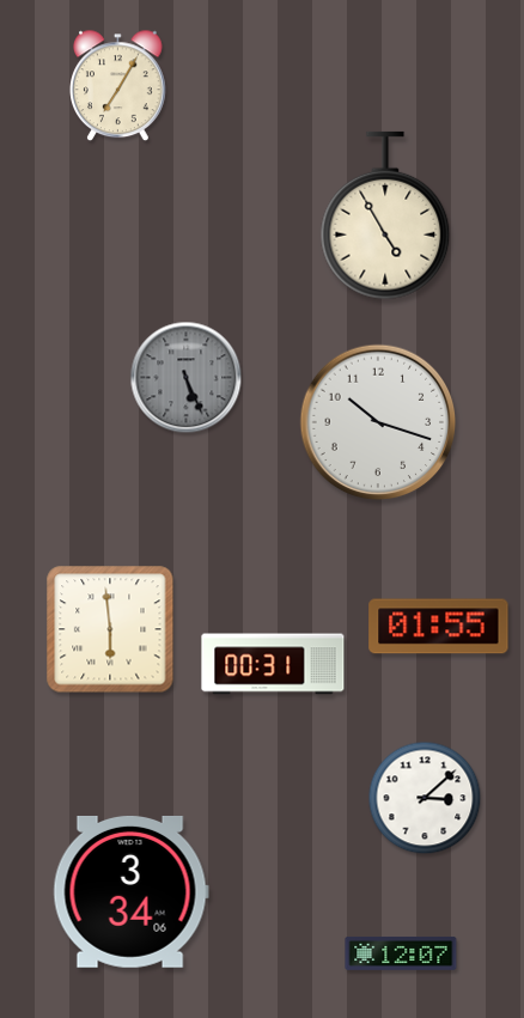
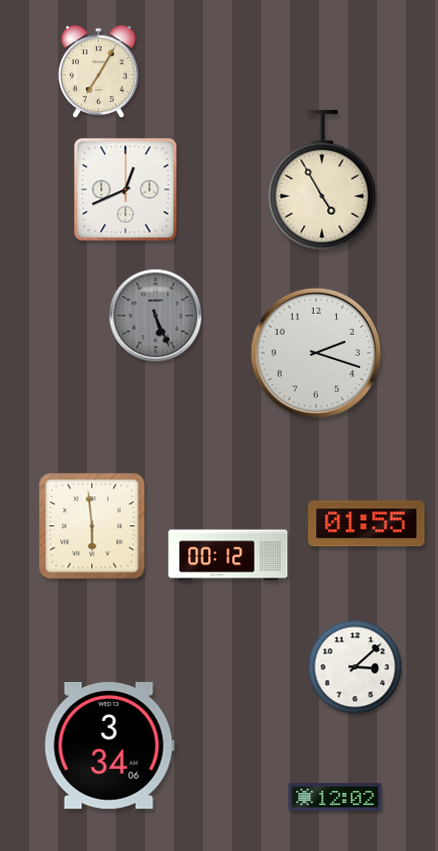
clock at (126, 190): none -> 12:41
clock at (378, 422): 10:18 -> 2:18
clock at (273, 664): 00:31 -> 00:12
clock at (401, 953): 12:07 -> 12:02
